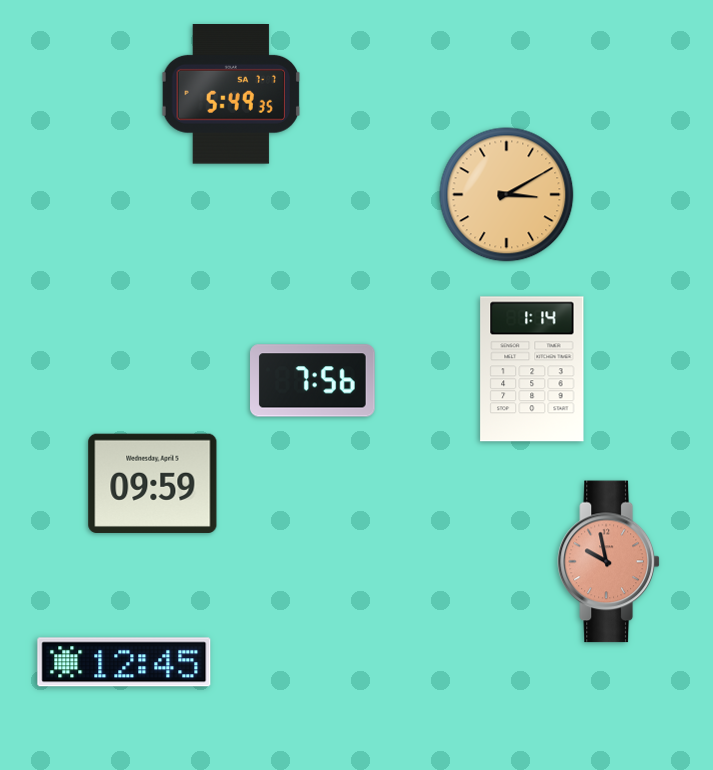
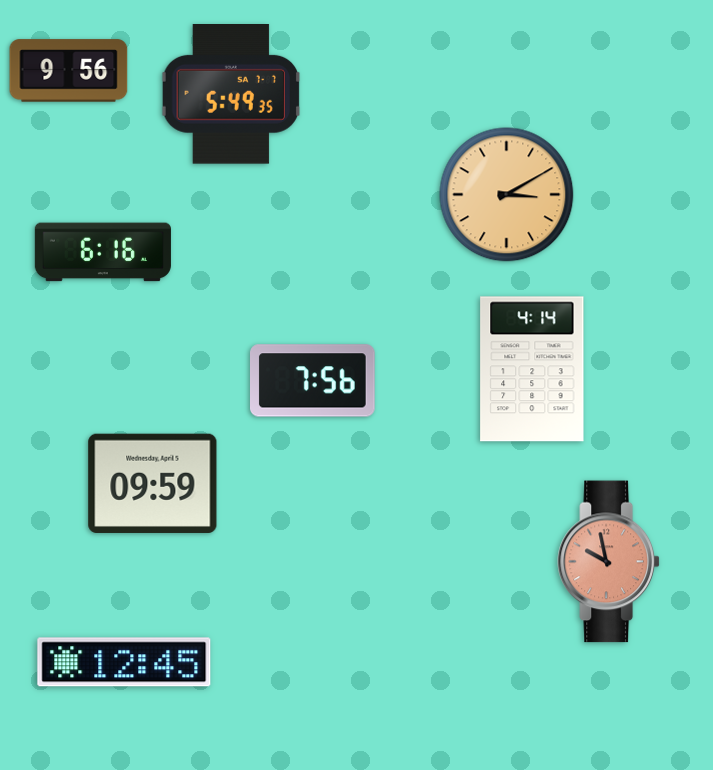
clock at (69, 71): none -> 9:56
clock at (103, 252): none -> 6:16
clock at (532, 369): 1:14 -> 4:14
